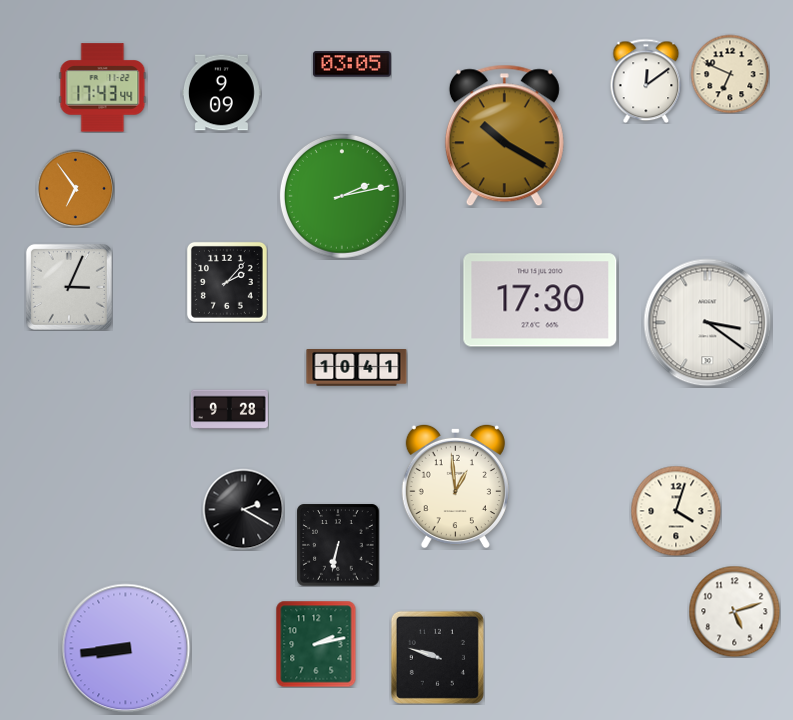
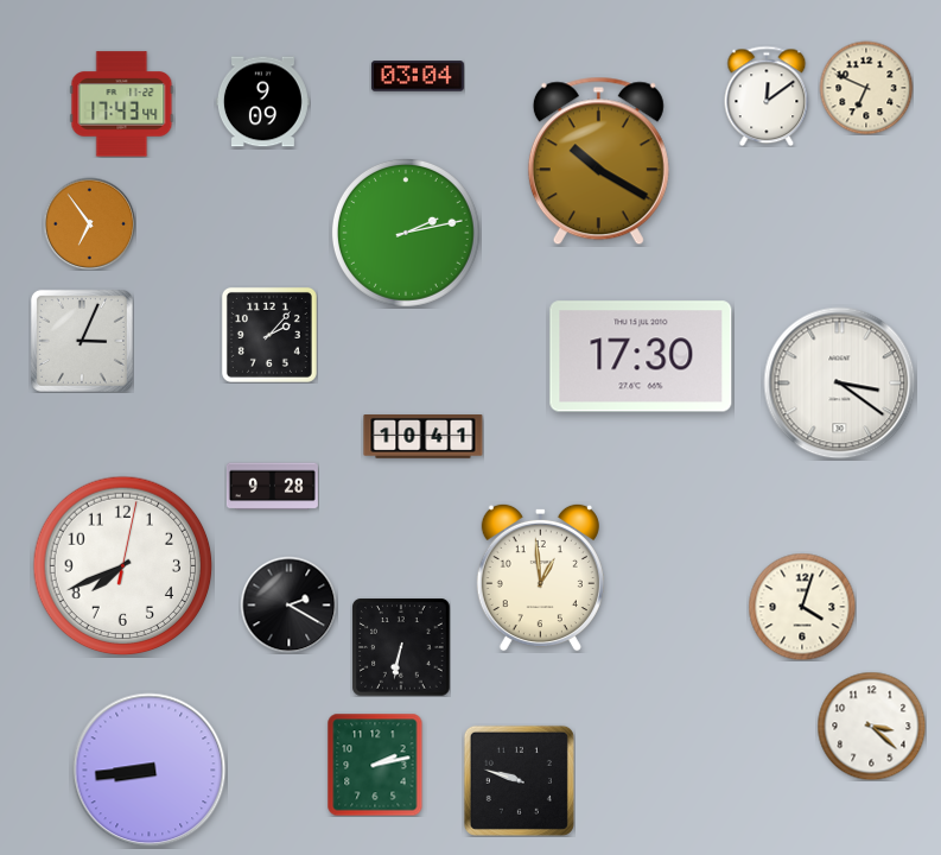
clock at (352, 64): 03:05 -> 03:04
clock at (221, 93) position: (221, 93) -> (262, 102)
clock at (123, 566): none -> 7:41
clock at (734, 611): 5:12 -> 3:22
